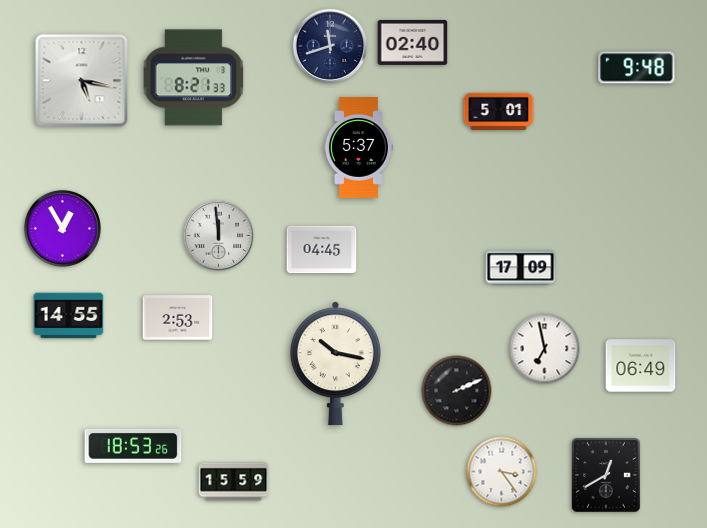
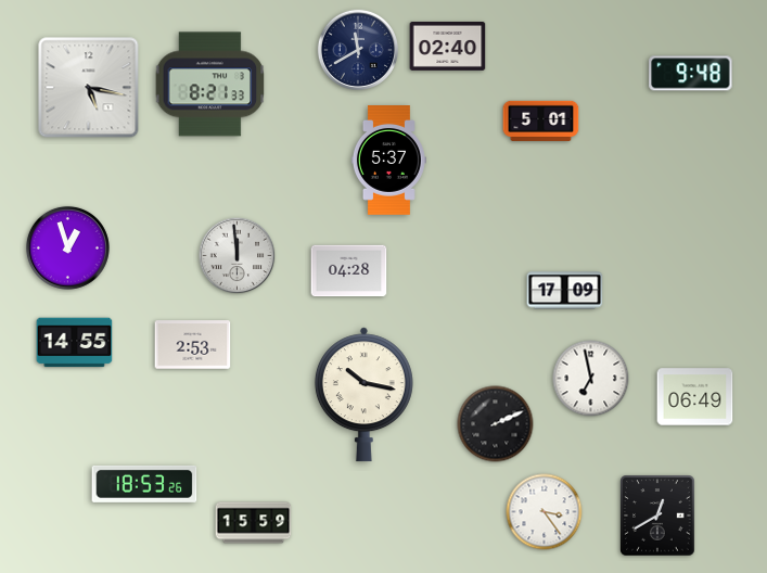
clock at (329, 45): 11:42 -> 11:40
clock at (62, 228): 12:55 -> 12:57
clock at (322, 250): 04:45 -> 04:28
